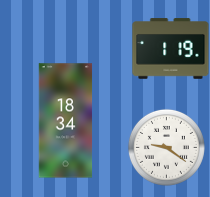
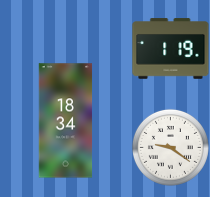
clock at (166, 147) position: (166, 147) -> (170, 147)
